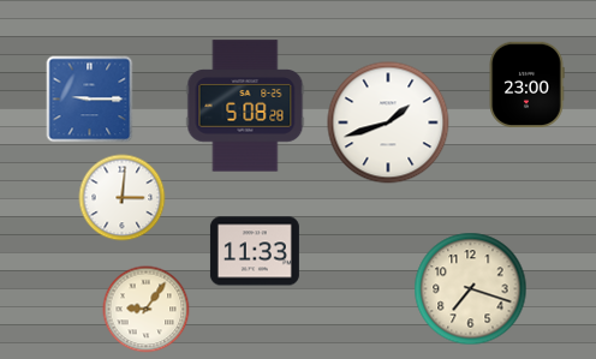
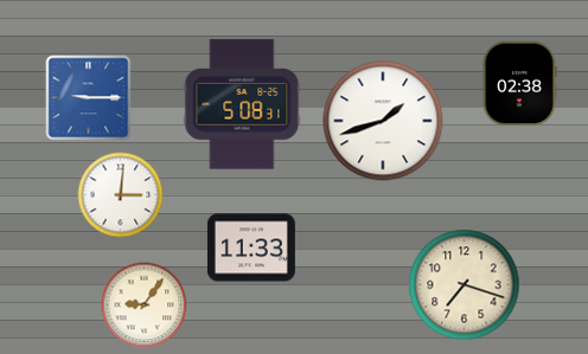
clock at (526, 85): 23:00 -> 02:38
clock at (245, 106): 5:08:28 -> 5:08:31
